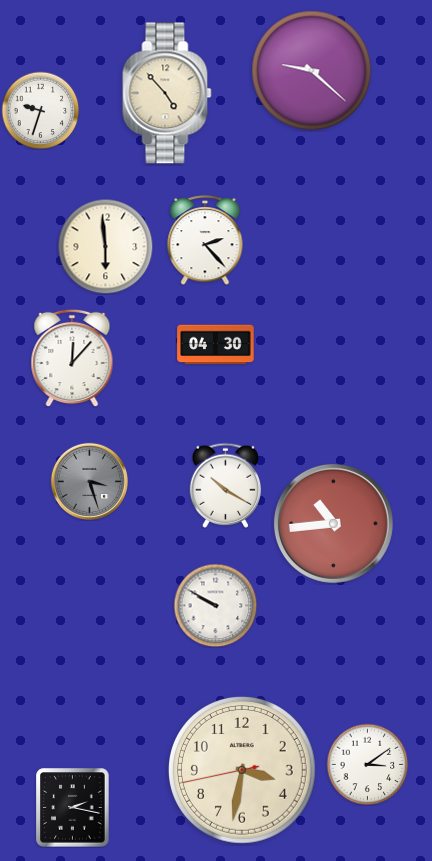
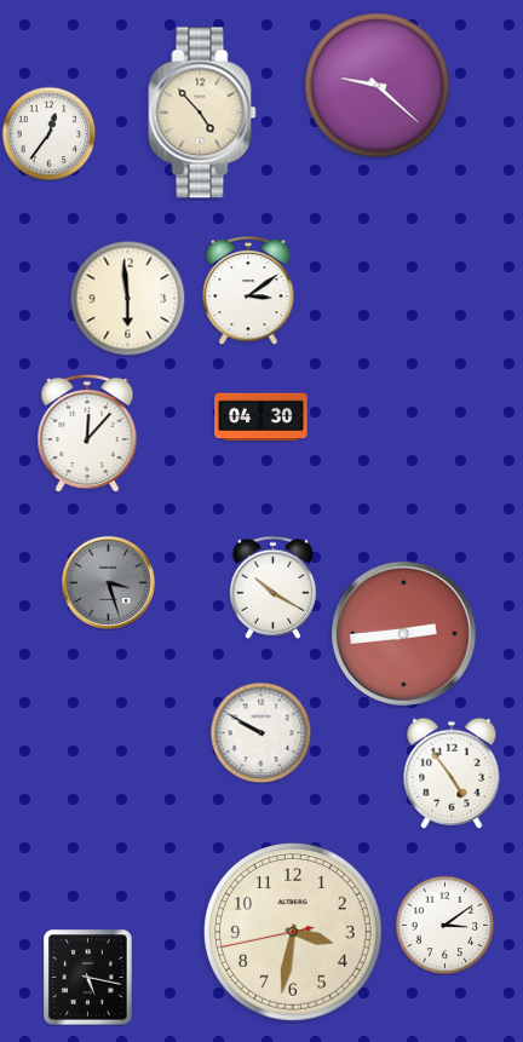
clock at (40, 110): 9:33 -> 12:36
clock at (205, 241): 2:23 -> 3:09
clock at (333, 523): 10:44 -> 2:44
clock at (452, 773): none -> 4:54
clock at (73, 808): 2:17 -> 5:17
